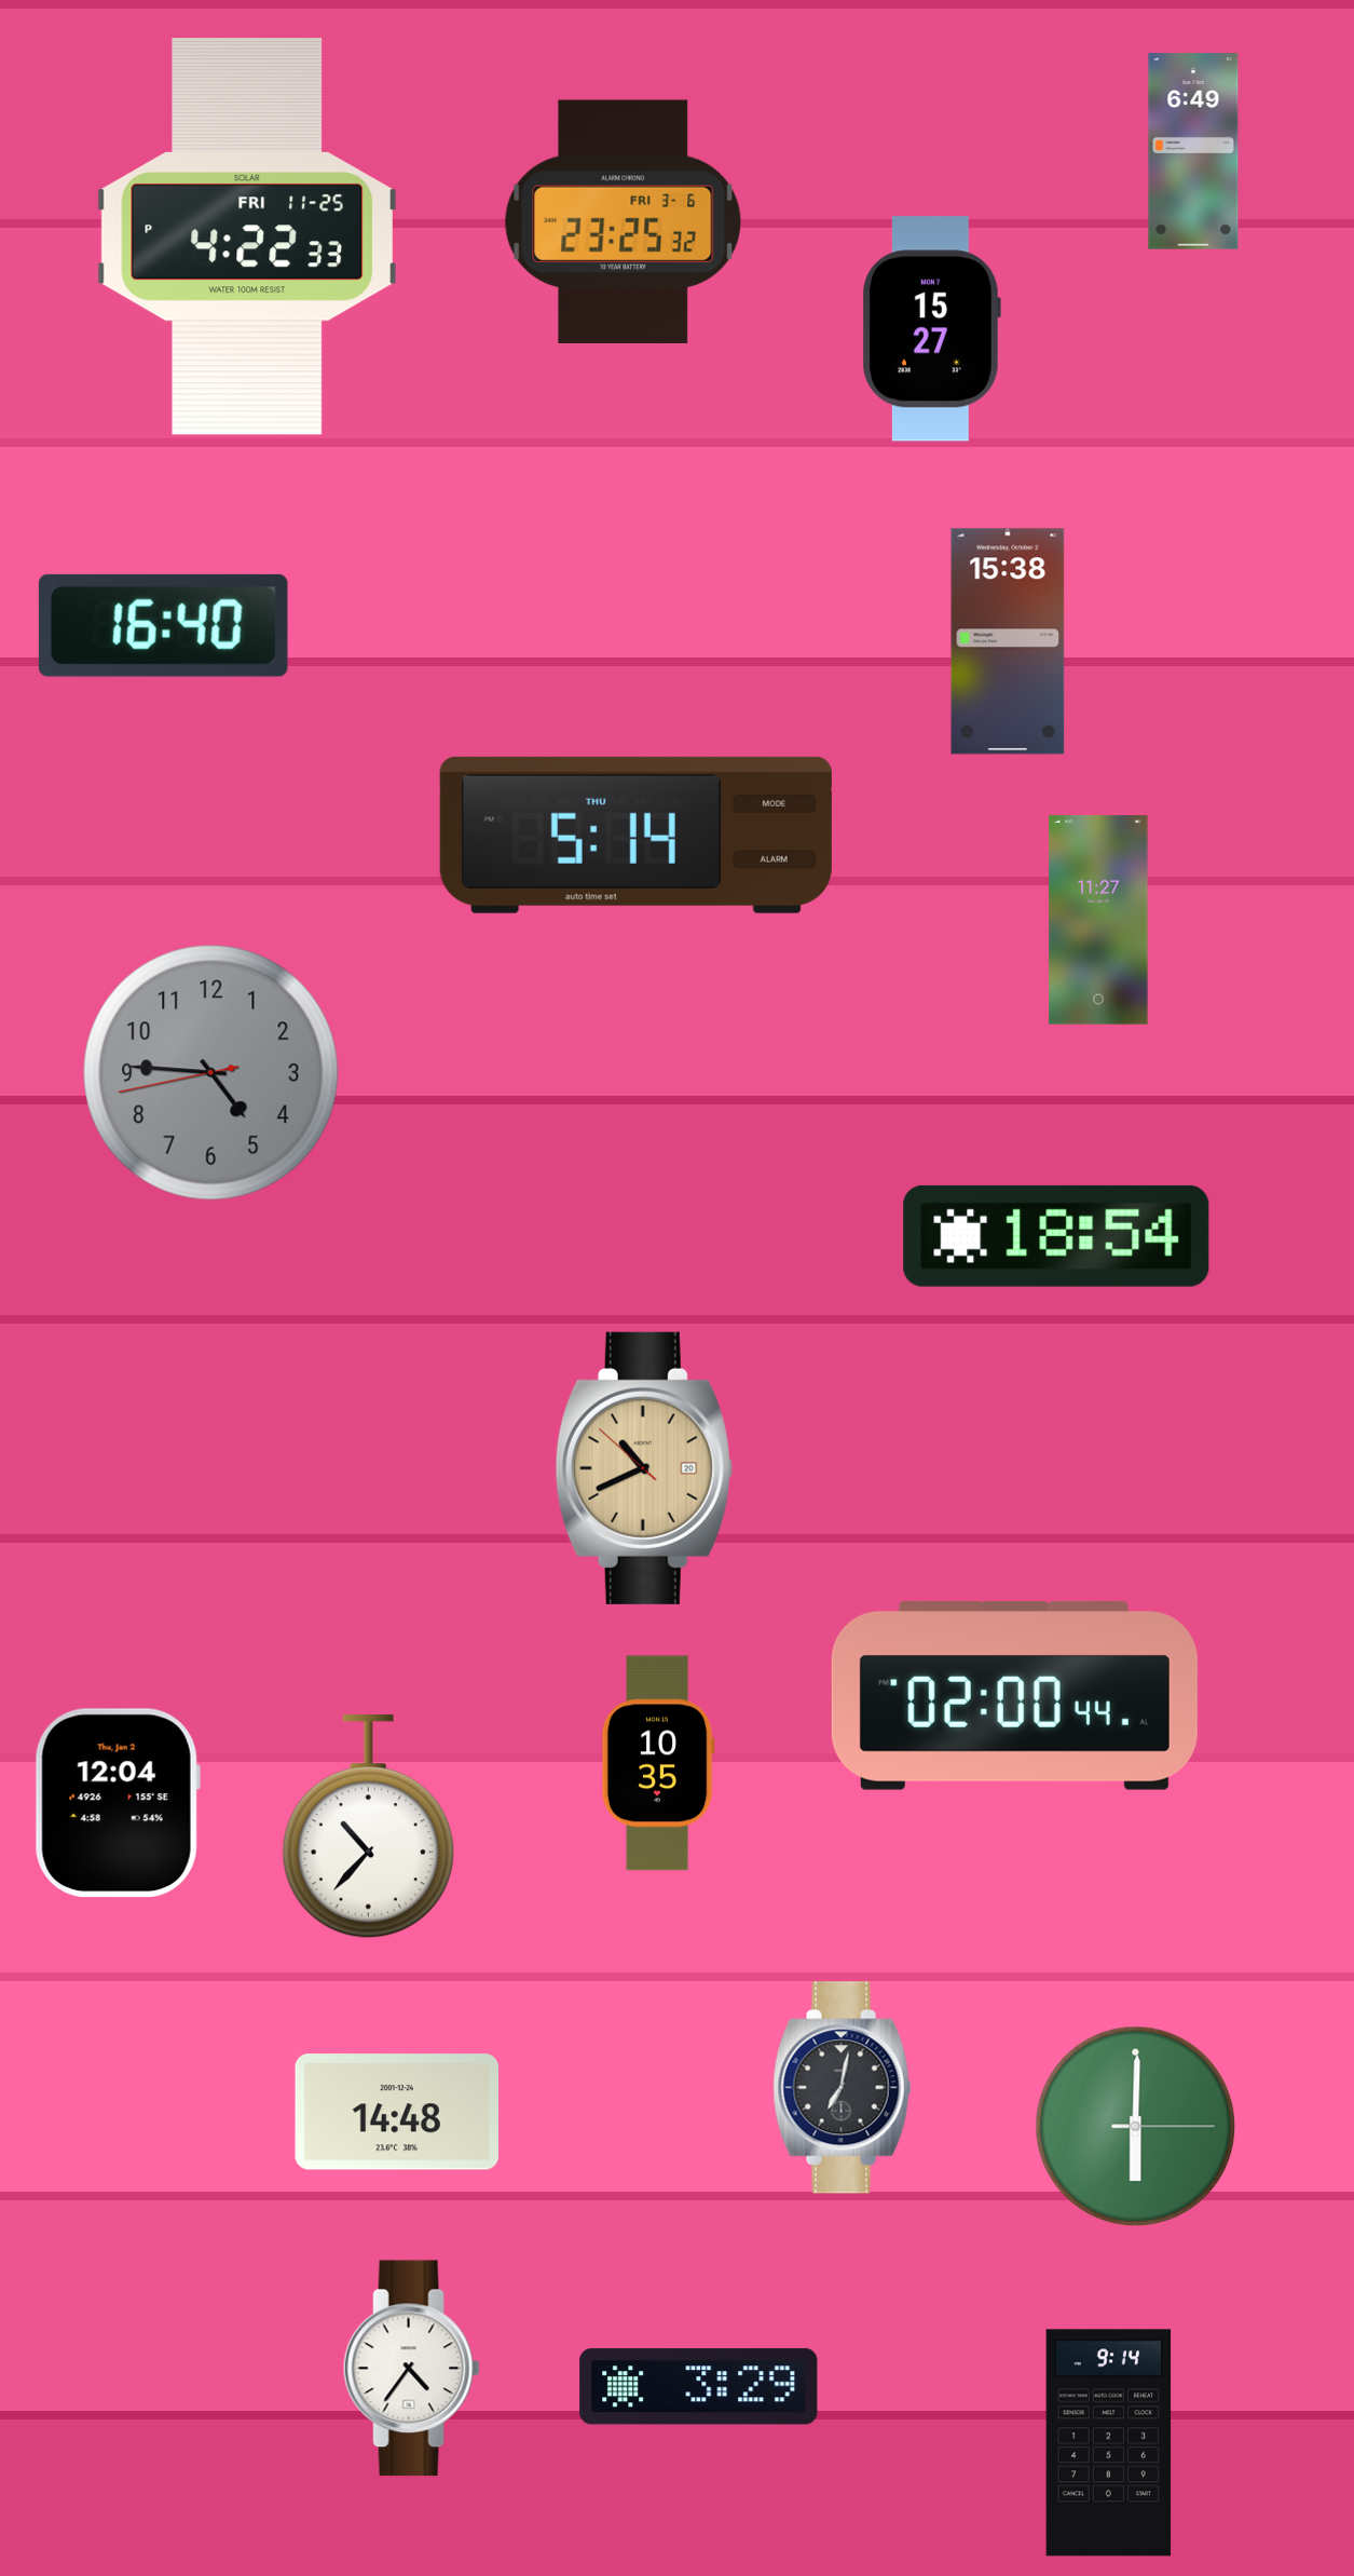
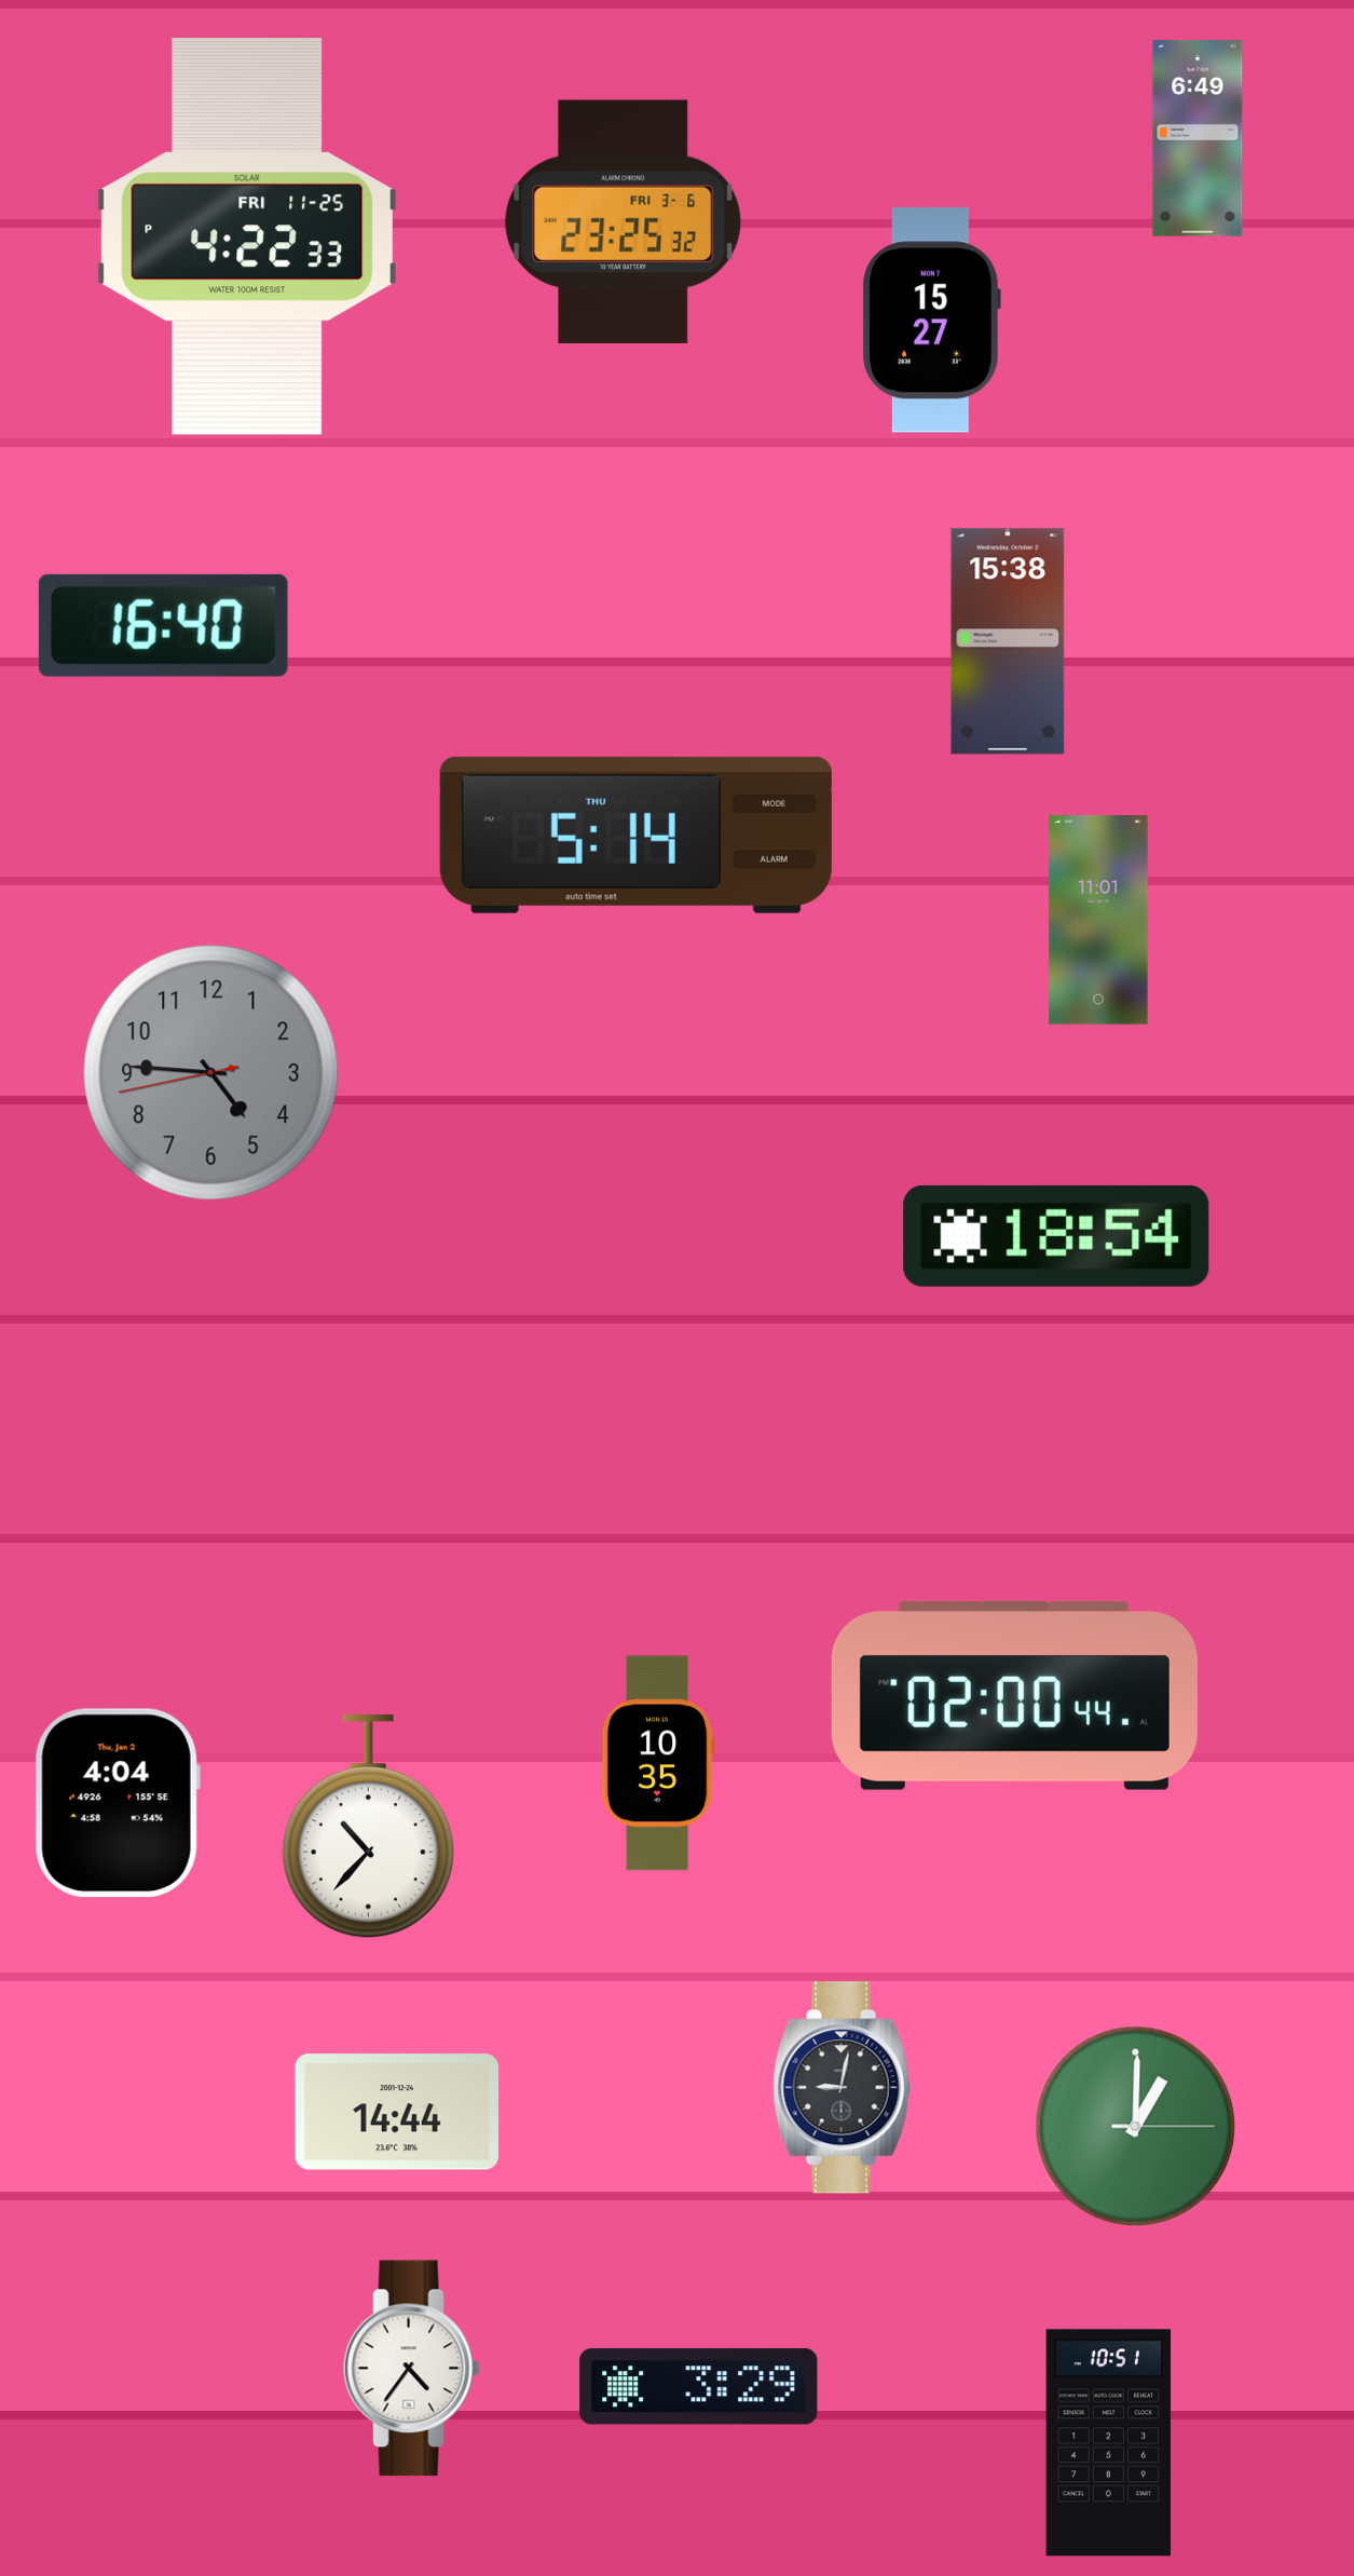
clock at (1193, 151) position: (1193, 151) -> (1198, 138)
clock at (931, 329) position: (931, 329) -> (931, 321)
clock at (1098, 920): 11:27 -> 11:01
clock at (644, 1468): 10:40 -> none
clock at (118, 1803): 12:04 -> 4:04
clock at (843, 2088): 7:02 -> 9:02
clock at (396, 2112): 14:48 -> 14:44
clock at (1136, 2127): 6:00 -> 1:00
clock at (1109, 2443): 9:14 -> 10:51
